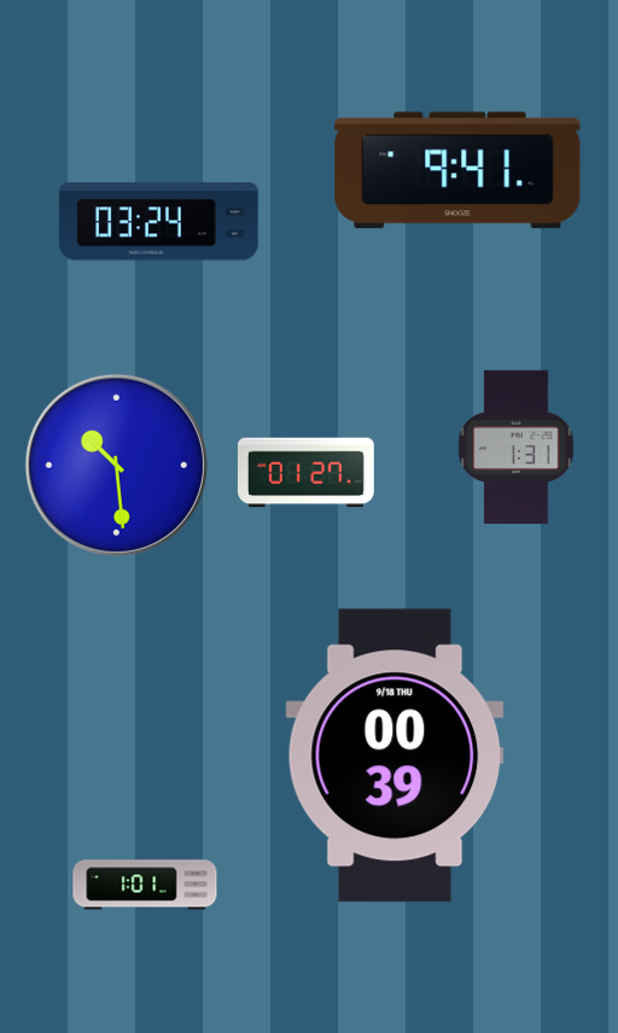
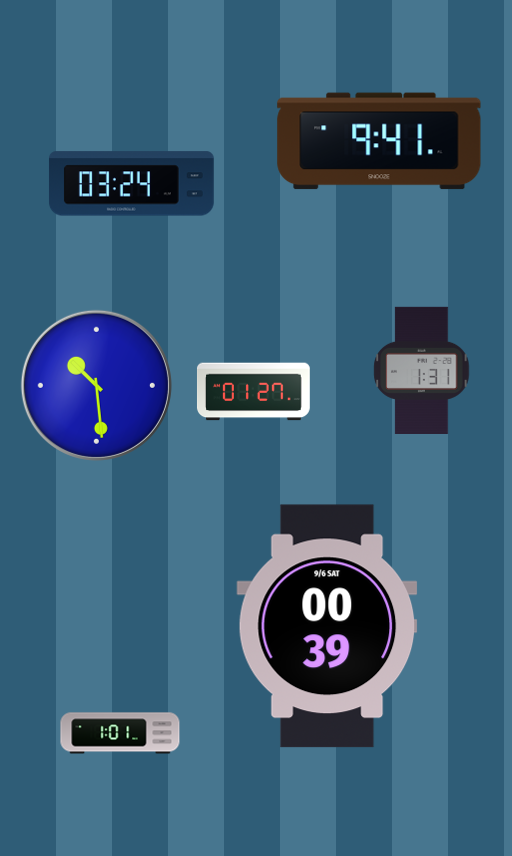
clock at (517, 447) position: (517, 447) -> (422, 370)
clock at (395, 755) date: 9/18 THU -> 9/6 SAT
